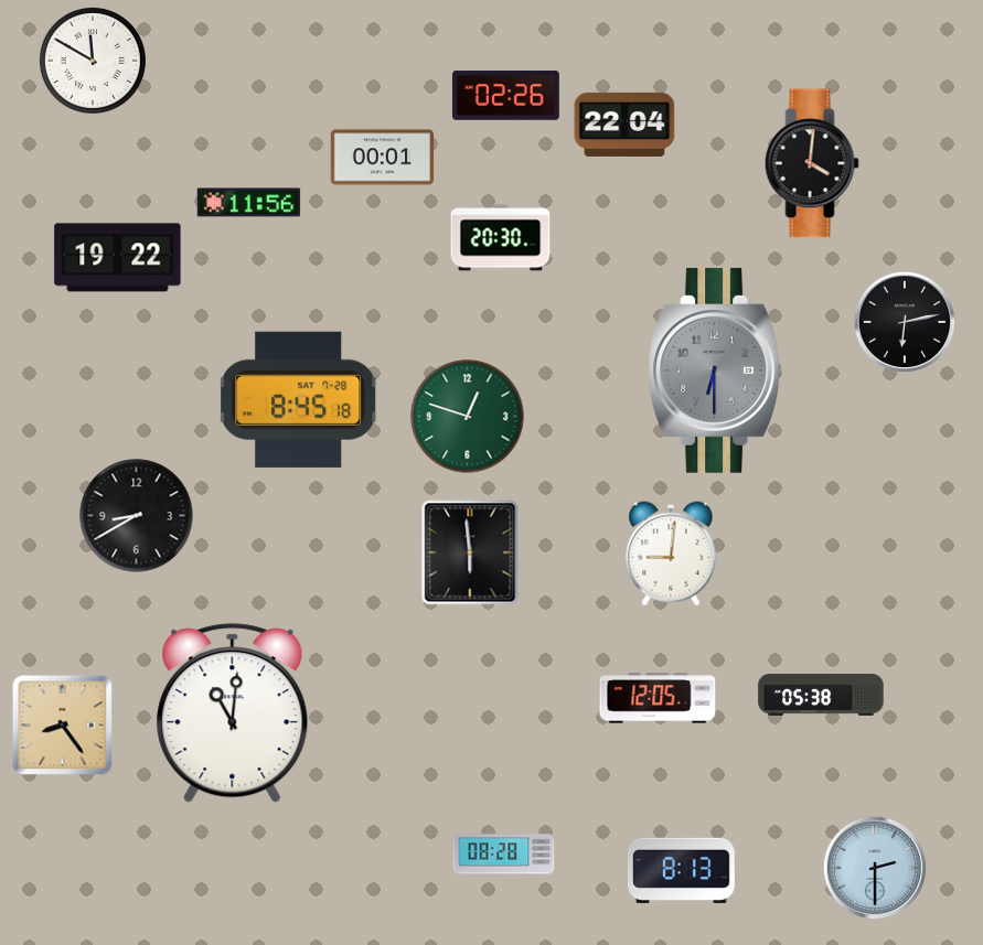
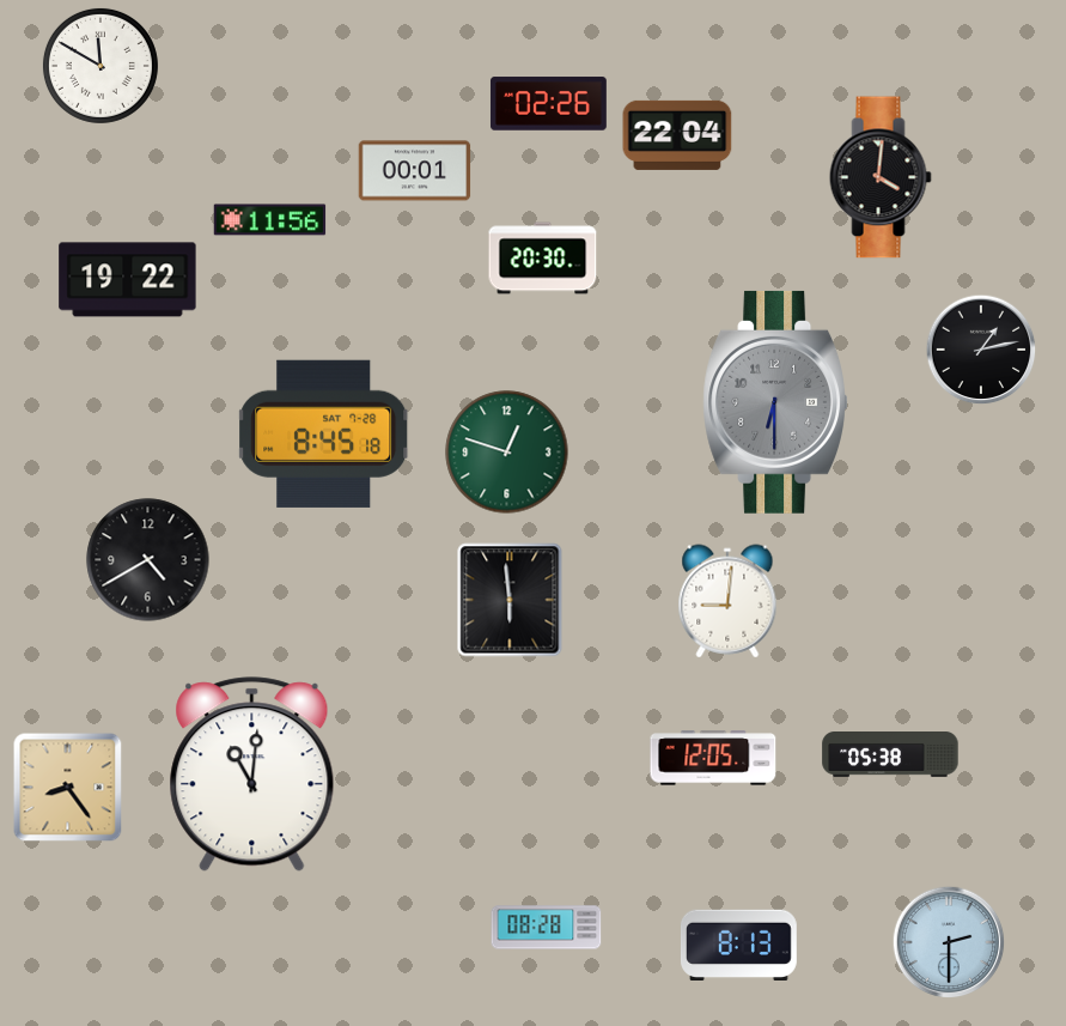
clock at (905, 322): 6:13 -> 1:13
clock at (137, 516): 8:40 -> 4:40
